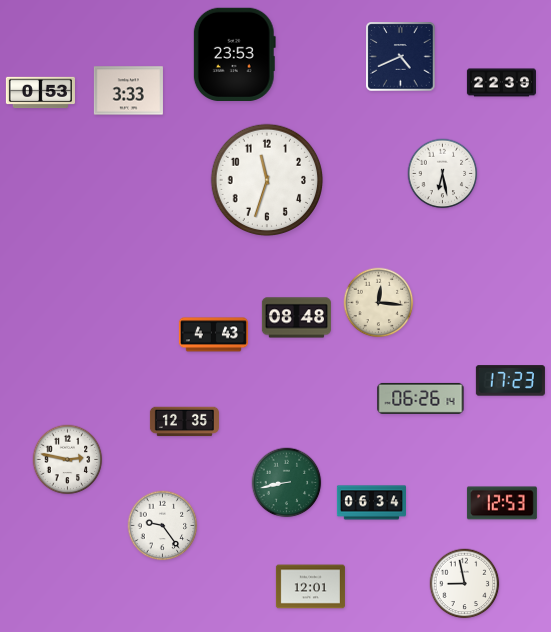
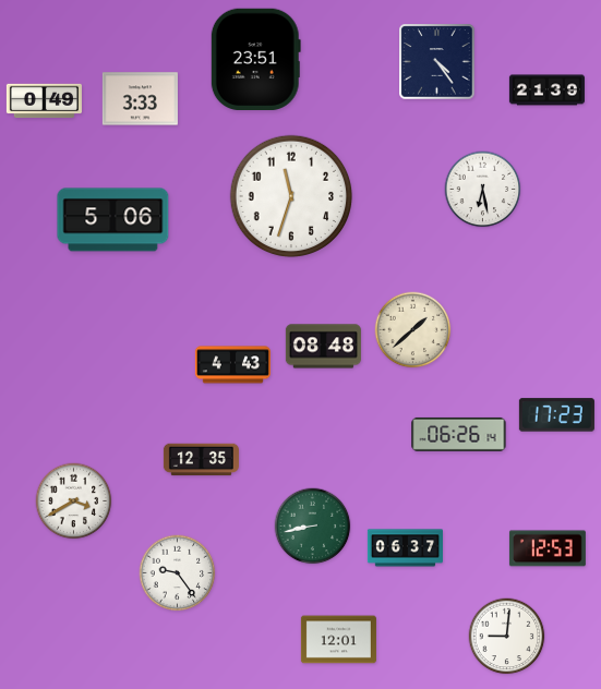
clock at (234, 54): 23:53 -> 23:51
clock at (401, 57): 4:41 -> 4:24
clock at (501, 83): 22:39 -> 21:39
clock at (40, 93): 0:53 -> 0:49
clock at (113, 220): none -> 5:06
clock at (379, 303): 12:16 -> 1:38
clock at (68, 460): 2:47 -> 3:40
clock at (371, 503): 06:34 -> 06:37
clock at (465, 584): 8:58 -> 9:01
